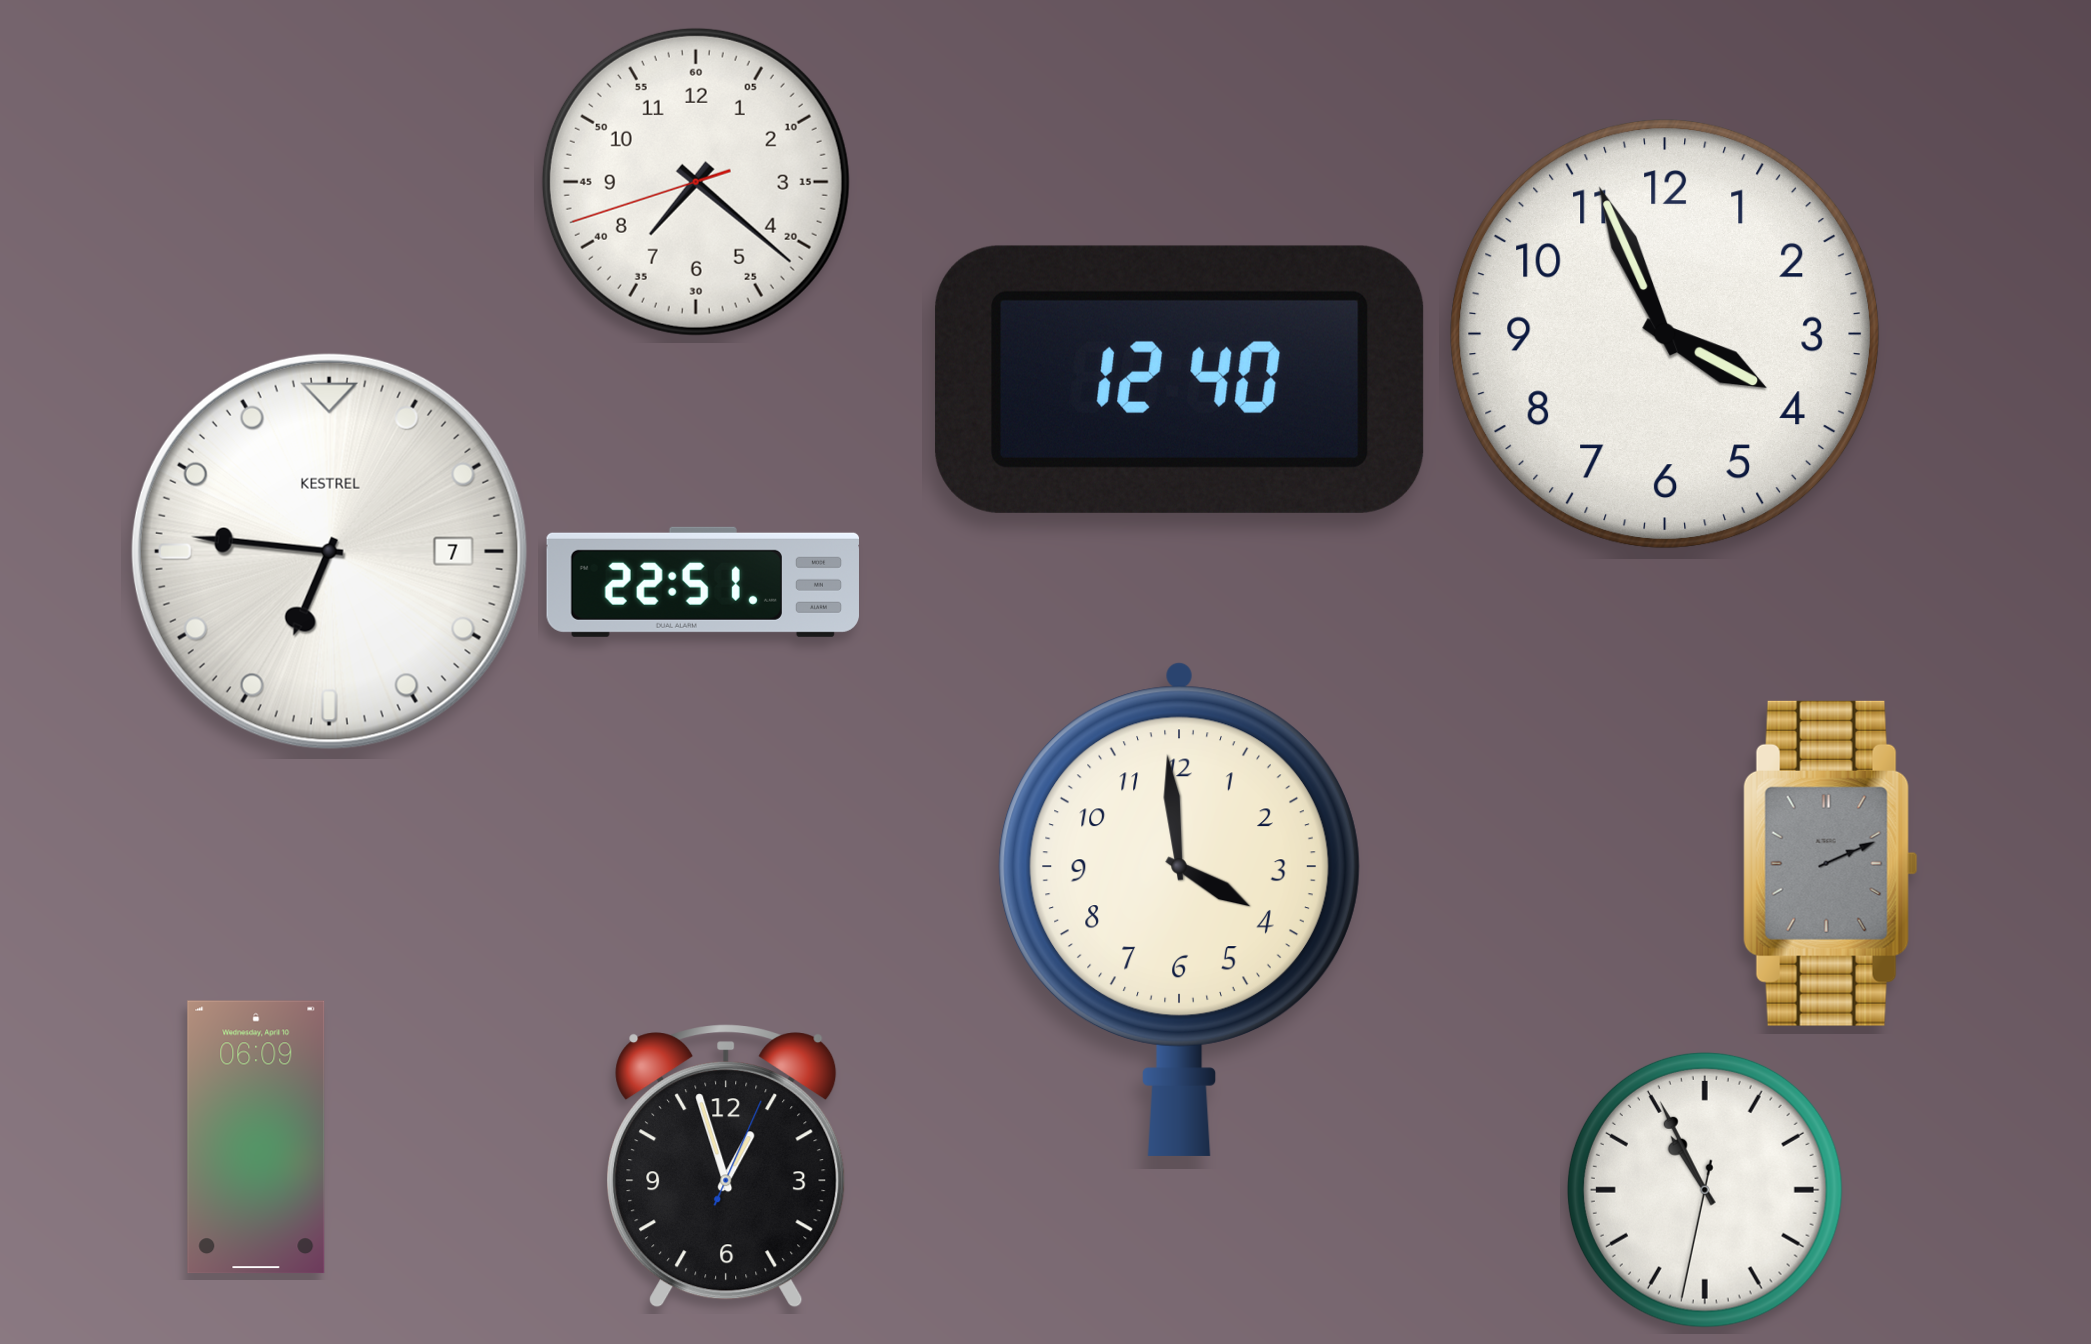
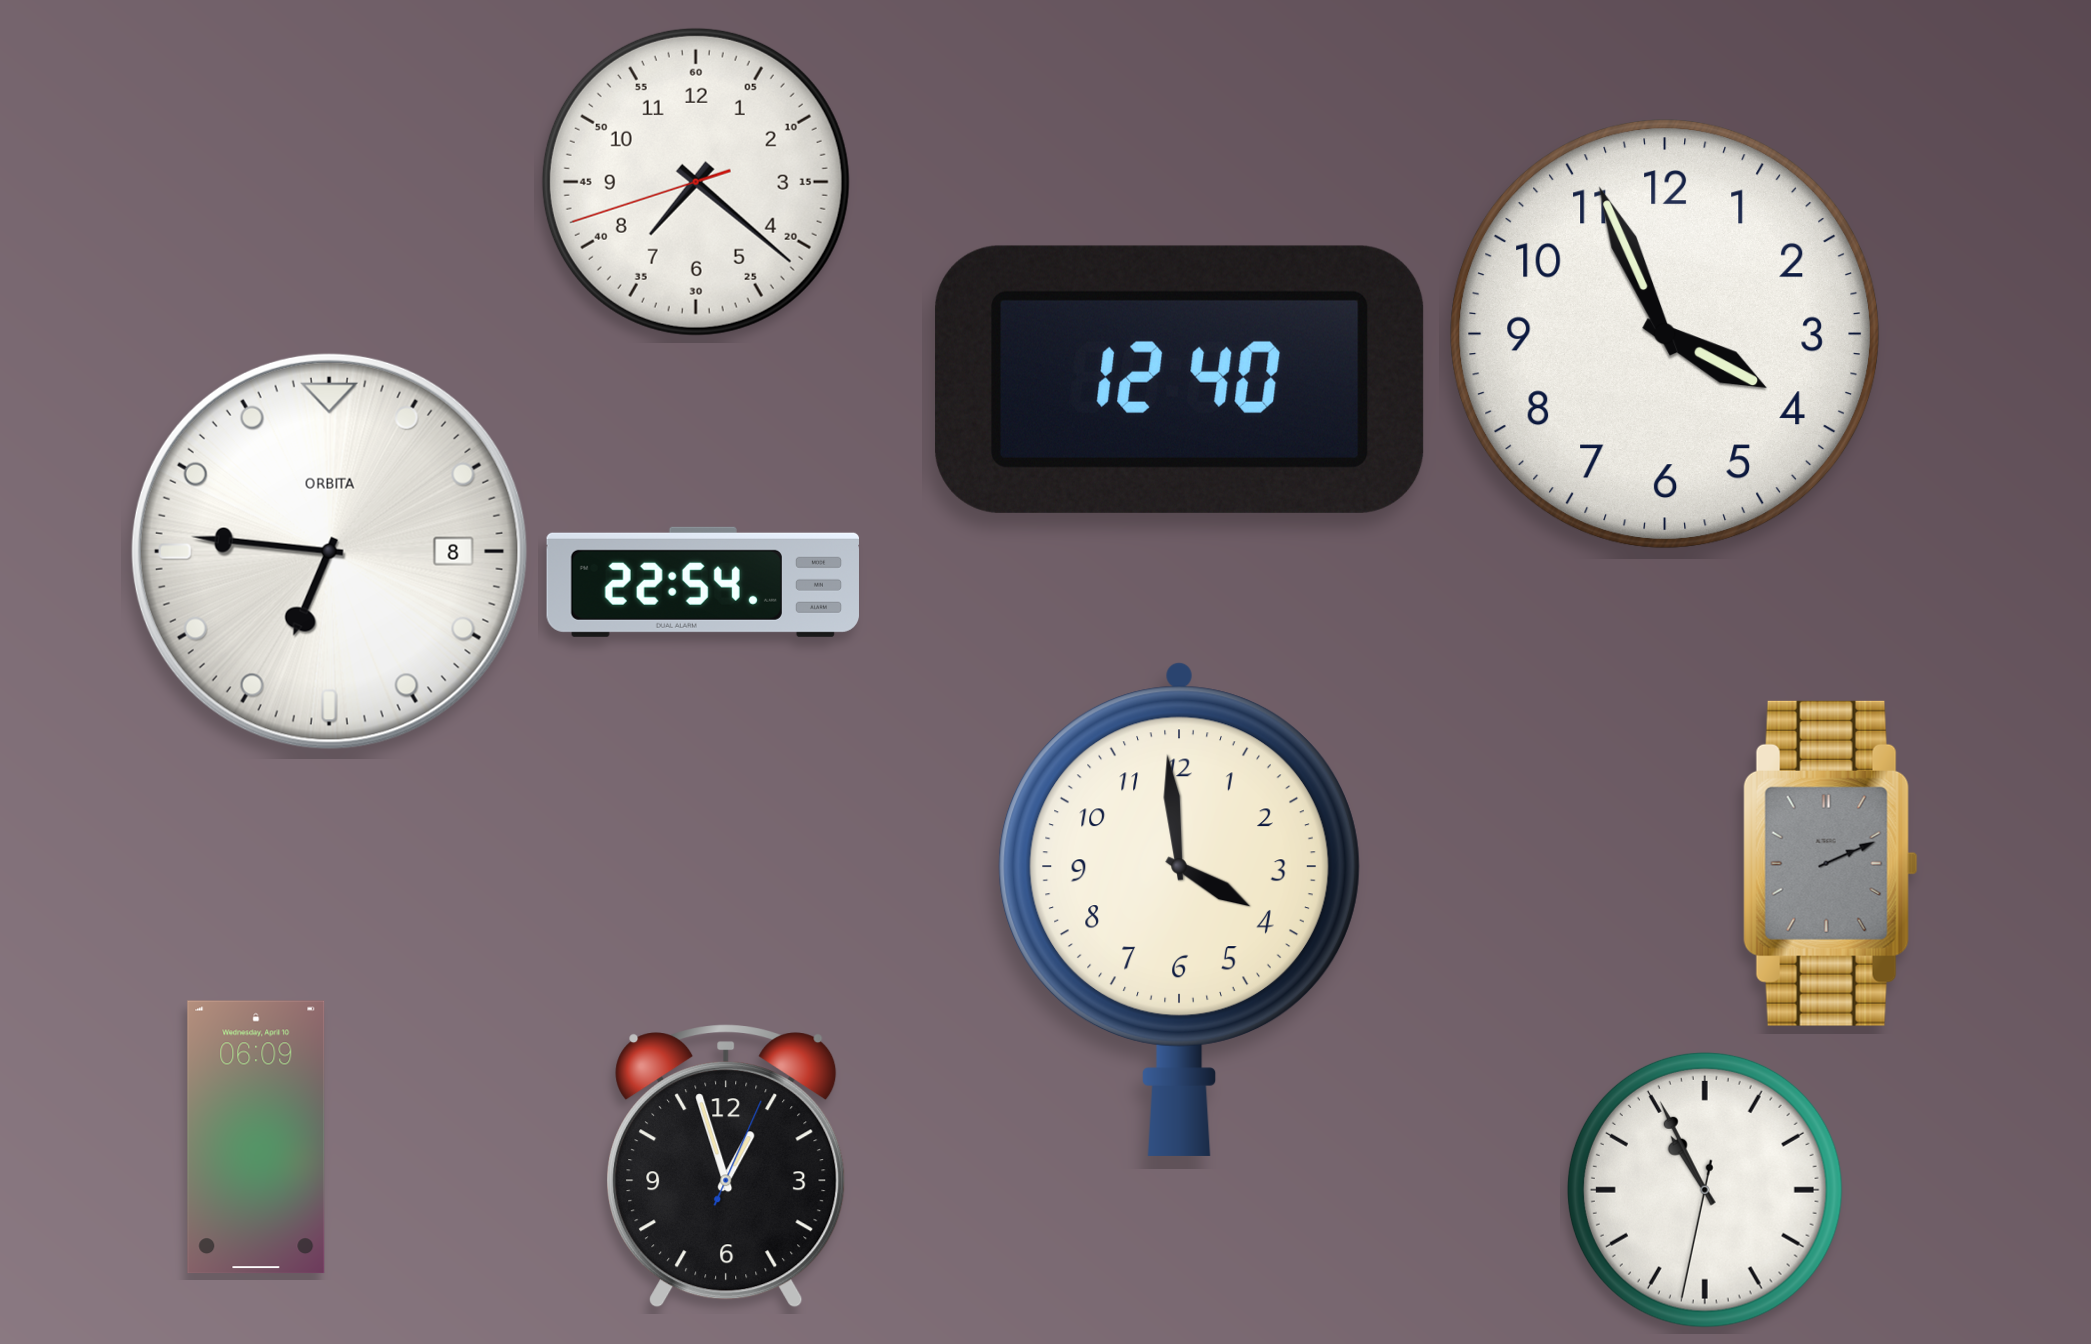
clock at (329, 551) date: 7 -> 8
clock at (329, 551) brand: KESTREL -> ORBITA
clock at (702, 582): 22:51 -> 22:54
